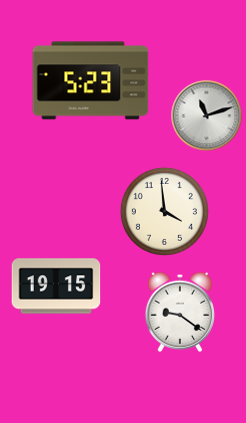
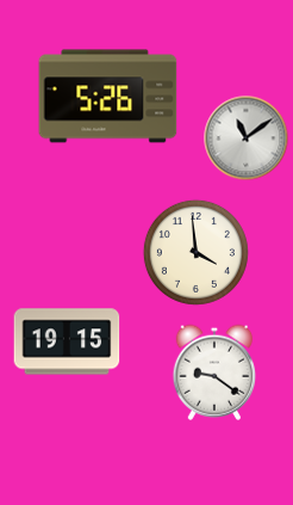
clock at (91, 81): 5:23 -> 5:26
clock at (207, 116): 11:12 -> 11:09
